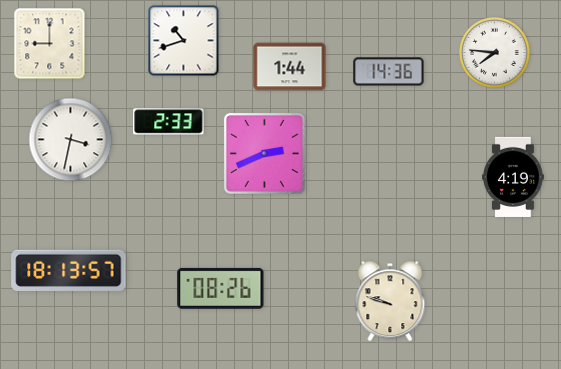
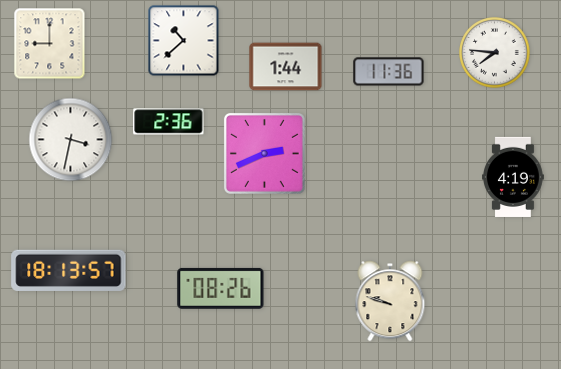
clock at (184, 41): 10:42 -> 10:38
clock at (290, 67) position: (290, 67) -> (286, 67)
clock at (389, 72): 14:36 -> 11:36
clock at (169, 122): 2:33 -> 2:36
